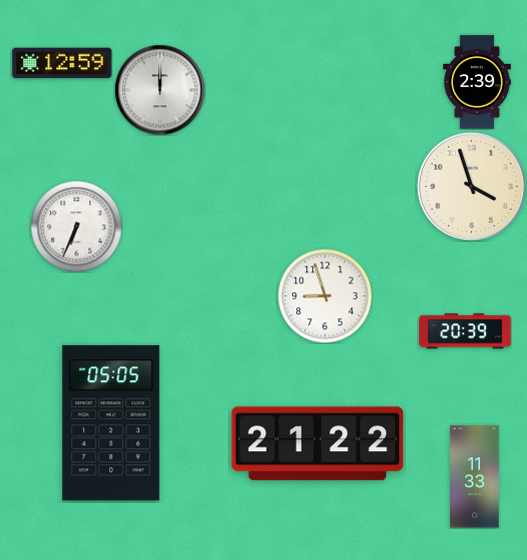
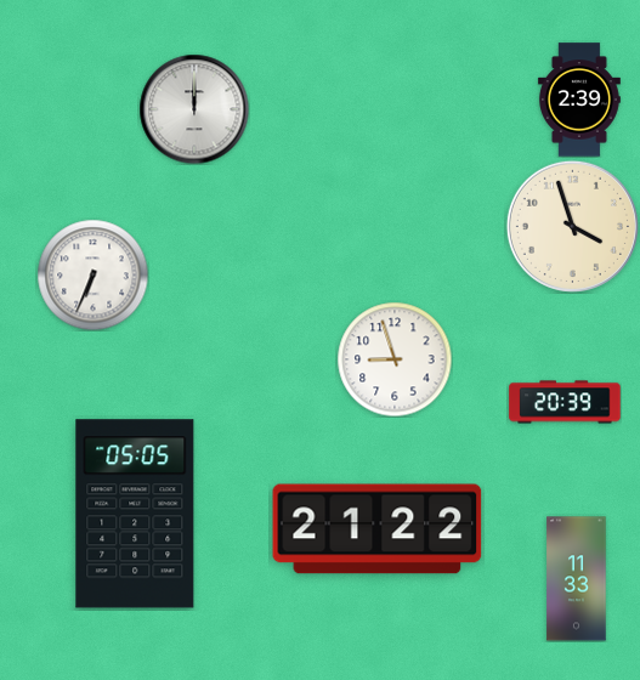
clock at (62, 63): 12:59 -> none
clock at (318, 444) position: (318, 444) -> (378, 529)
